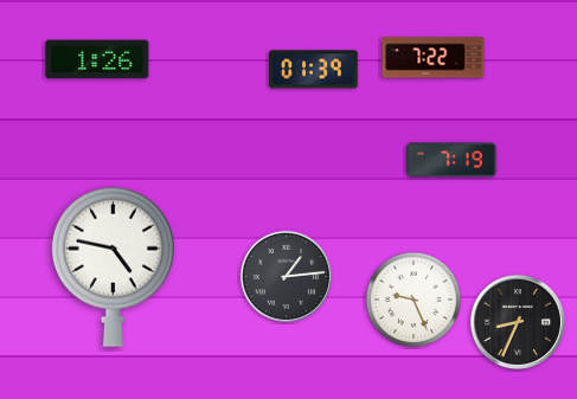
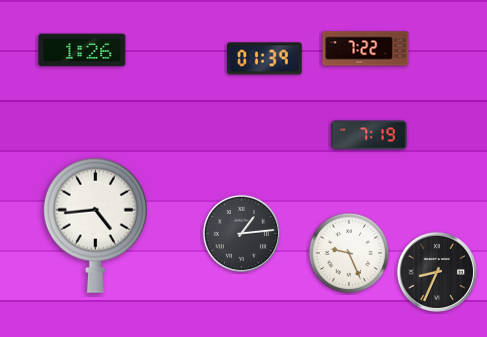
clock at (451, 160) position: (451, 160) -> (369, 135)
clock at (113, 266): 4:47 -> 4:44
